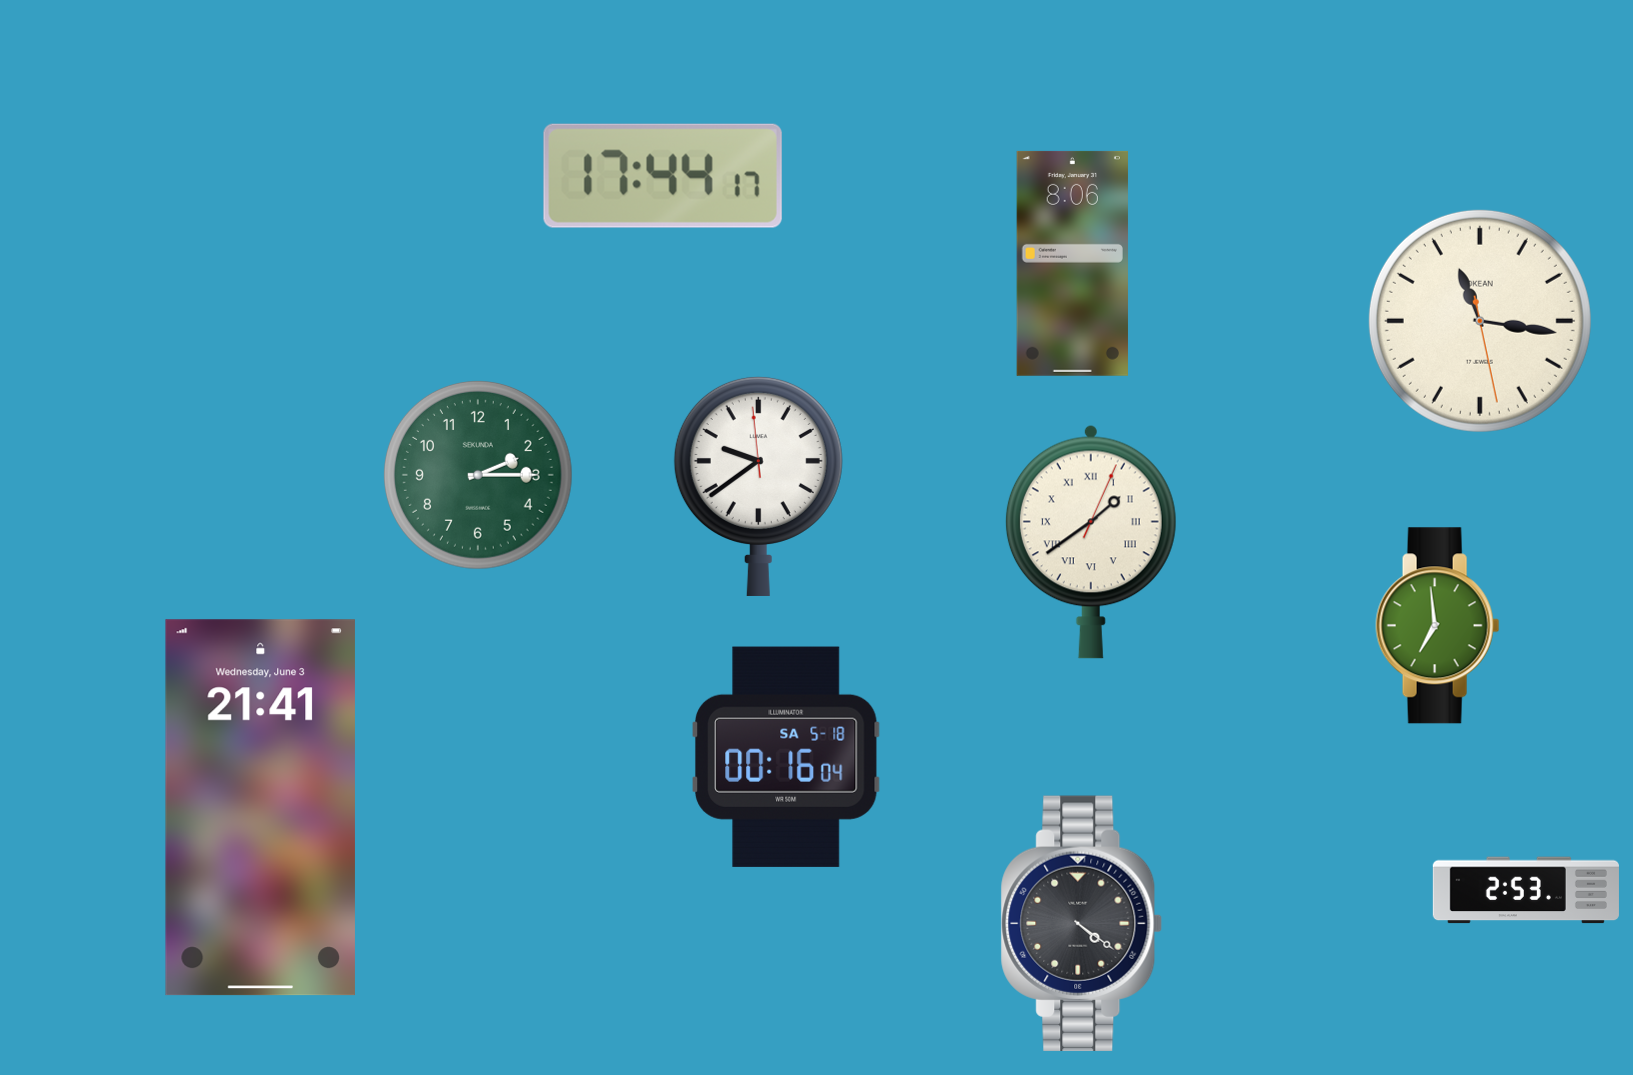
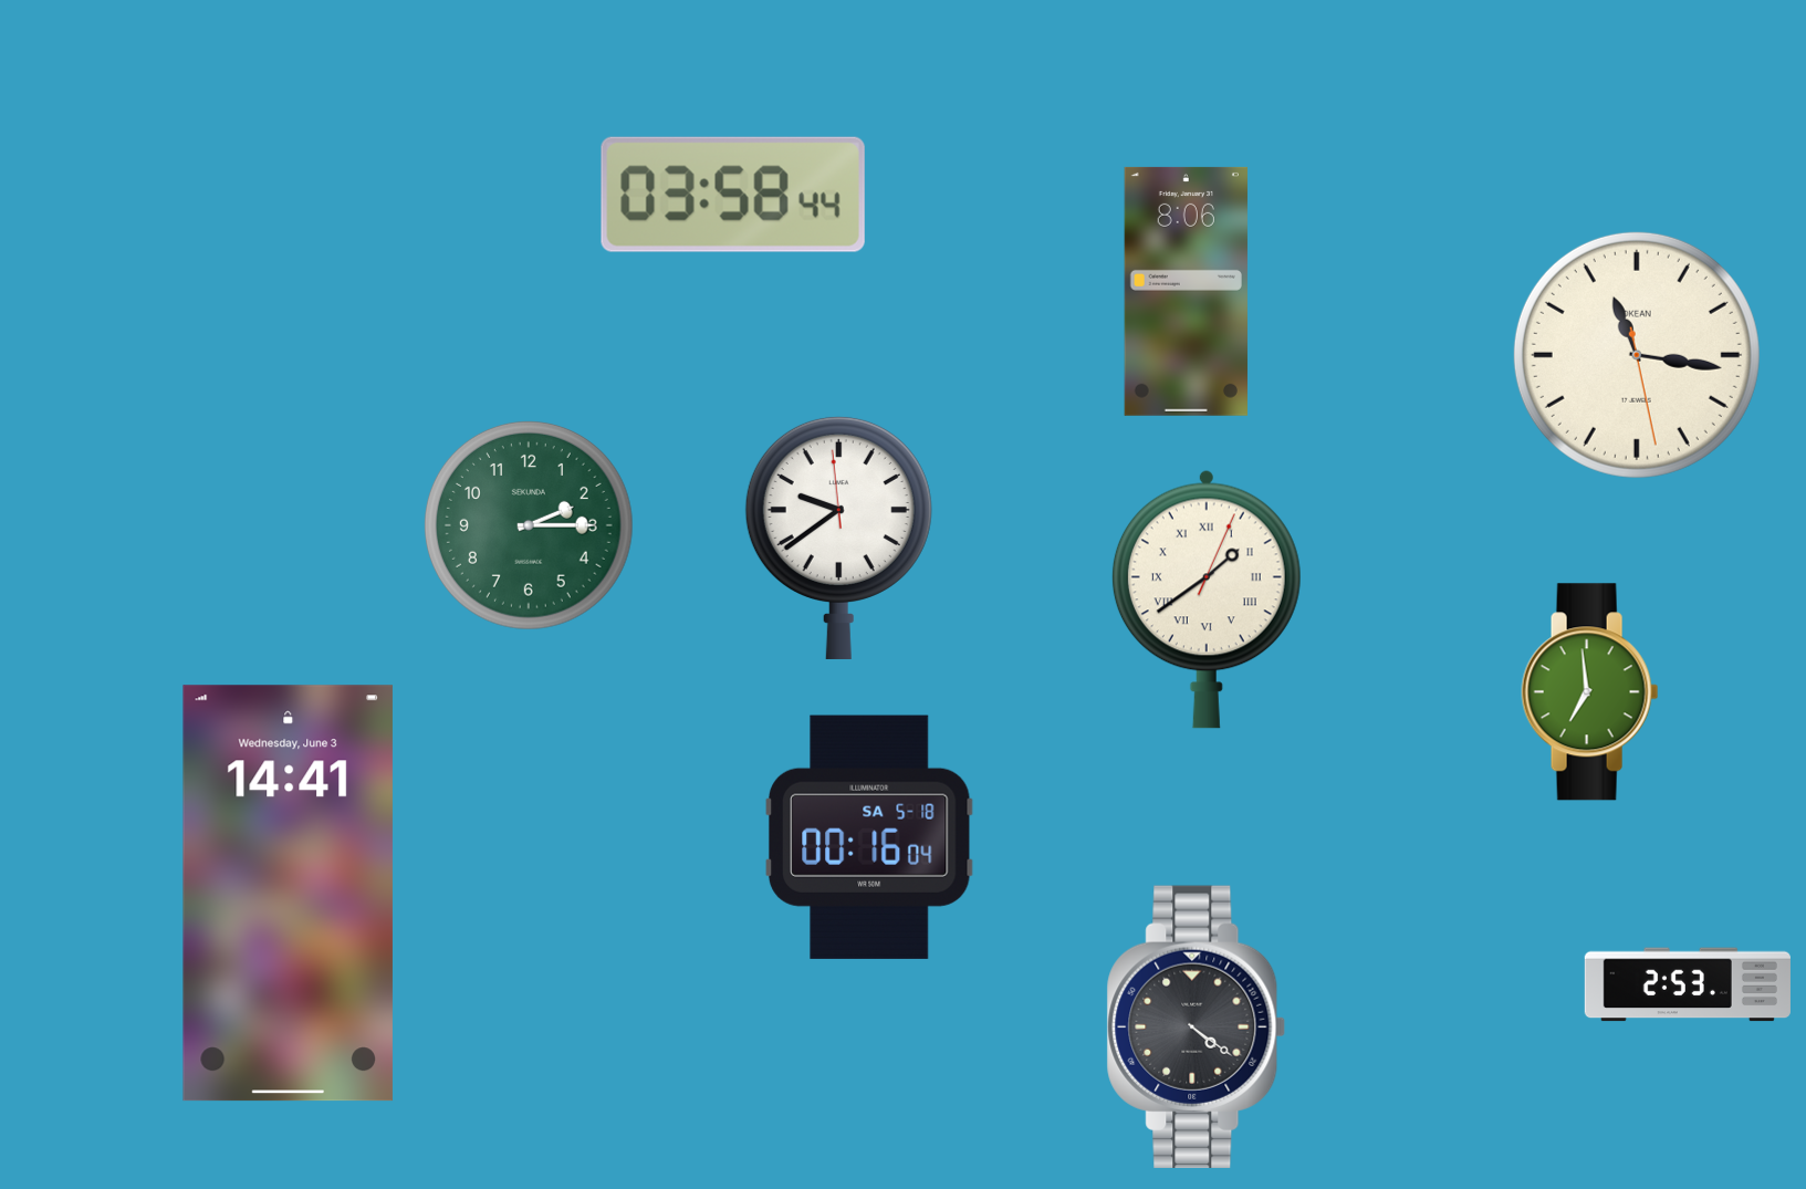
clock at (663, 176): 17:44 -> 03:58
clock at (260, 808): 21:41 -> 14:41
clock at (1082, 923) position: (1082, 923) -> (1197, 1026)
